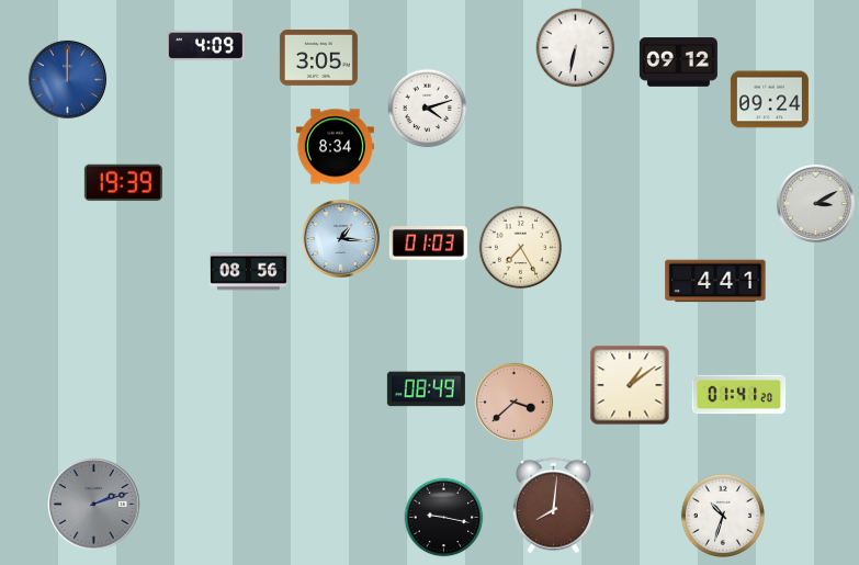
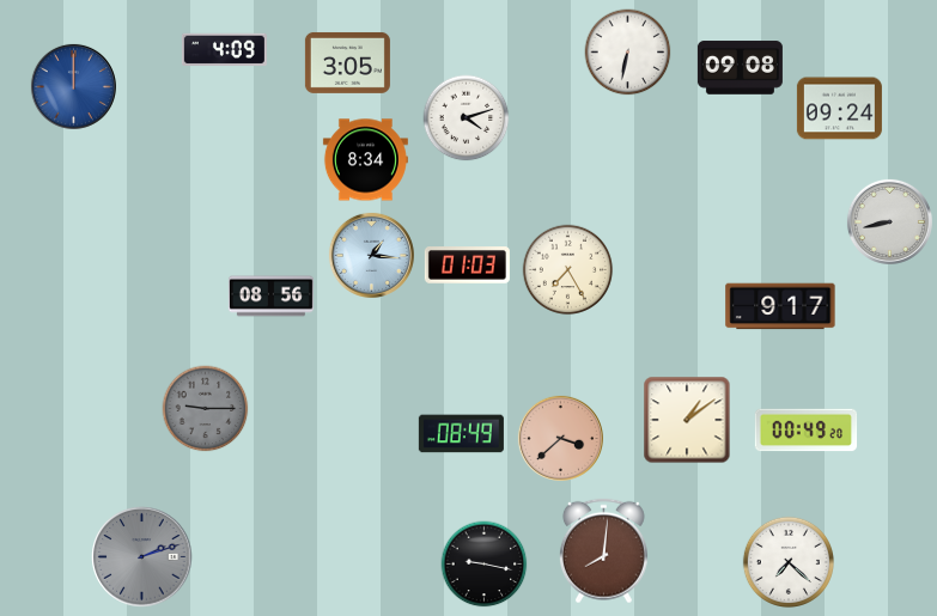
clock at (678, 63): 09:12 -> 09:08
clock at (123, 183): 19:39 -> none
clock at (815, 203): 3:10 -> 8:43
clock at (340, 238) position: (340, 238) -> (371, 255)
clock at (715, 281): 4:41 -> 9:17
clock at (206, 409): none -> 9:15
clock at (426, 389) position: (426, 389) -> (461, 434)
clock at (739, 395): 01:41 -> 00:49
clock at (94, 505) position: (94, 505) -> (142, 557)
clock at (722, 515): 10:33 -> 7:22
